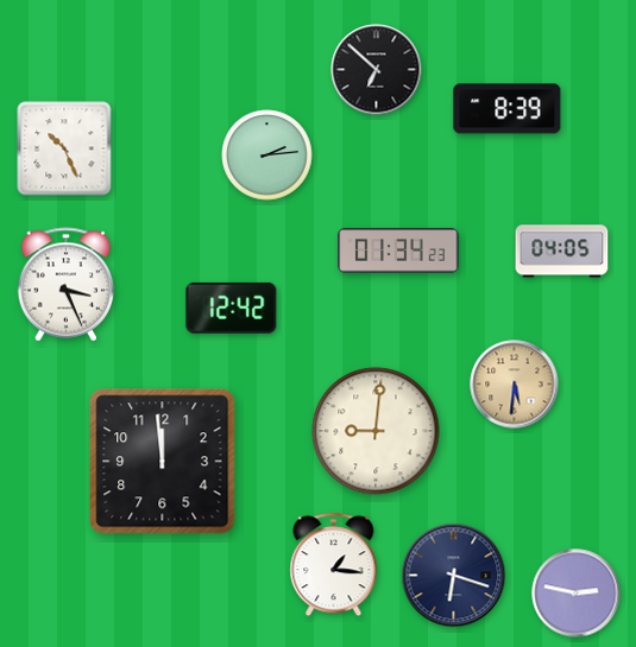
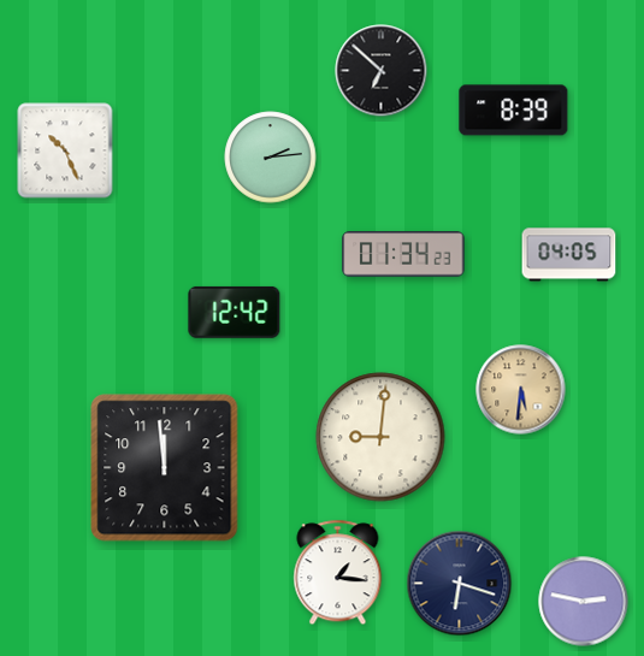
clock at (67, 285): 3:26 -> none
